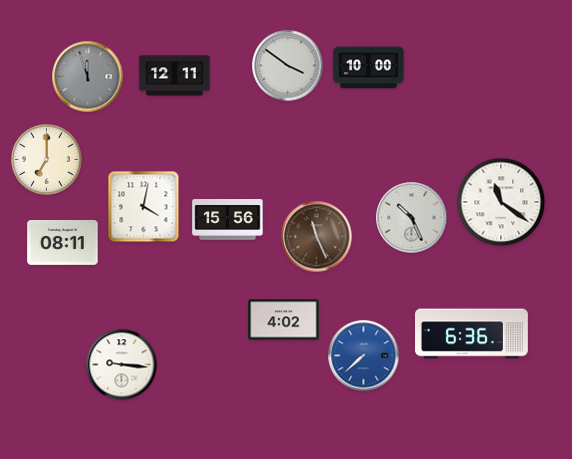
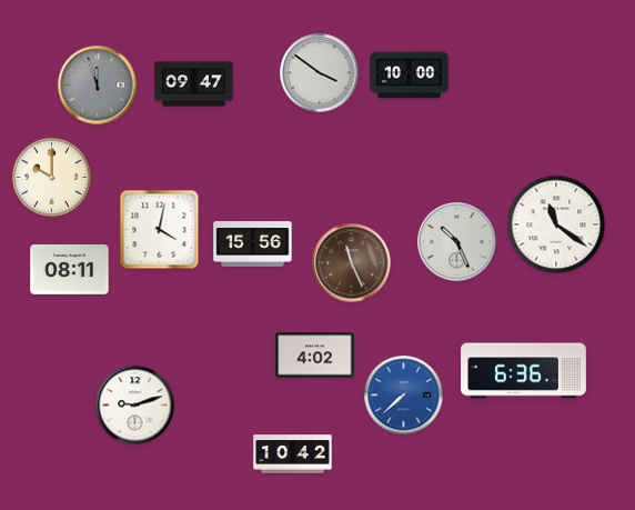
clock at (175, 76): 12:11 -> 09:47
clock at (46, 159): 7:00 -> 10:00
clock at (122, 365): 9:16 -> 9:12
clock at (293, 454): none -> 10:42
